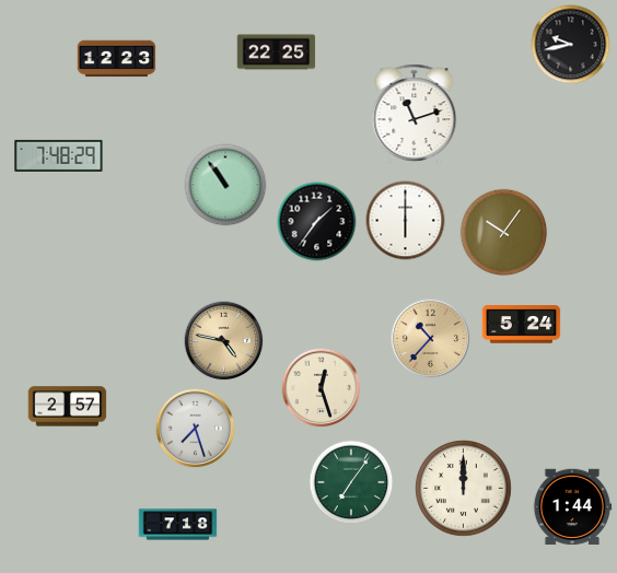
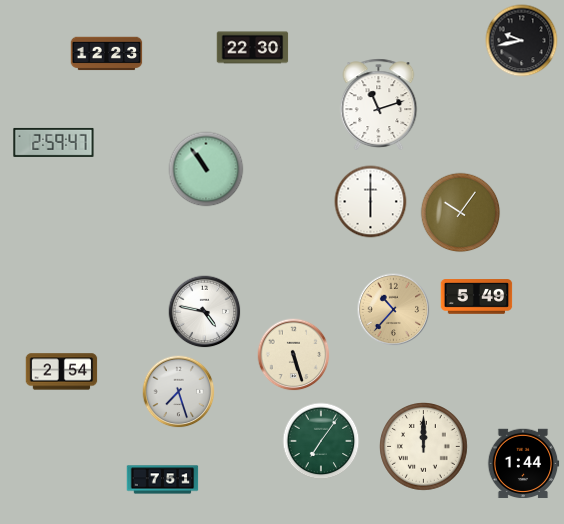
clock at (277, 52): 22:25 -> 22:30
clock at (59, 155): 7:48 -> 2:59
clock at (317, 222): 1:36 -> none
clock at (522, 325): 5:24 -> 5:49
clock at (224, 341) dial: champagne -> white
clock at (322, 388): 12:27 -> 5:27
clock at (68, 407): 2:57 -> 2:54
clock at (178, 525): 7:18 -> 7:51
